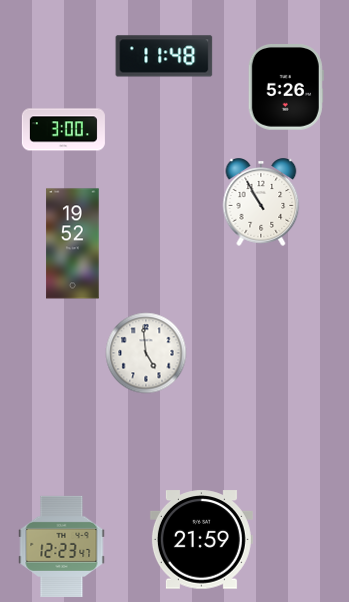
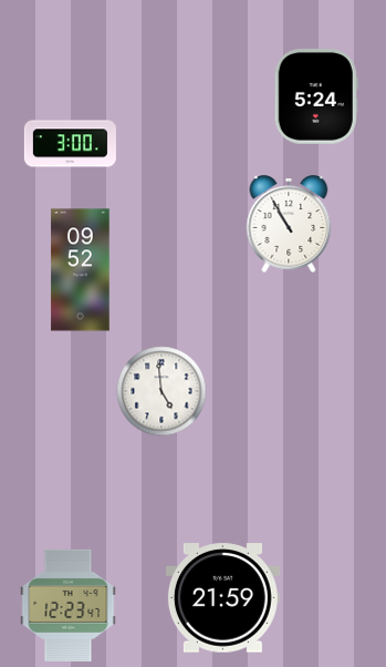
clock at (164, 56): 11:48 -> none
clock at (286, 88): 5:26 -> 5:24
clock at (73, 244): 19:52 -> 09:52
